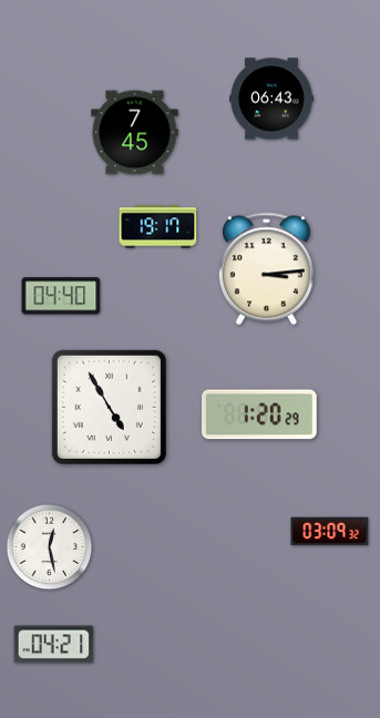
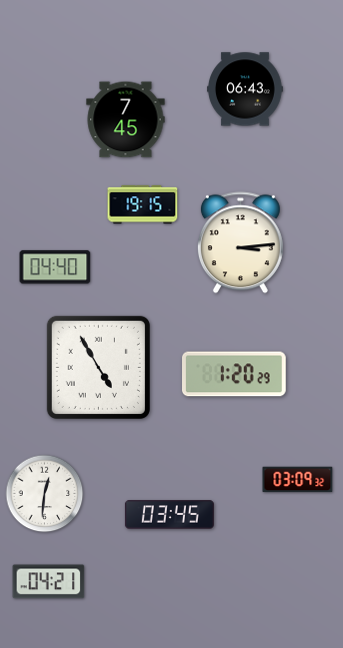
clock at (135, 133) position: (135, 133) -> (126, 120)
clock at (158, 227): 19:17 -> 19:15
clock at (50, 547): 12:28 -> 12:31
clock at (169, 515): none -> 03:45
